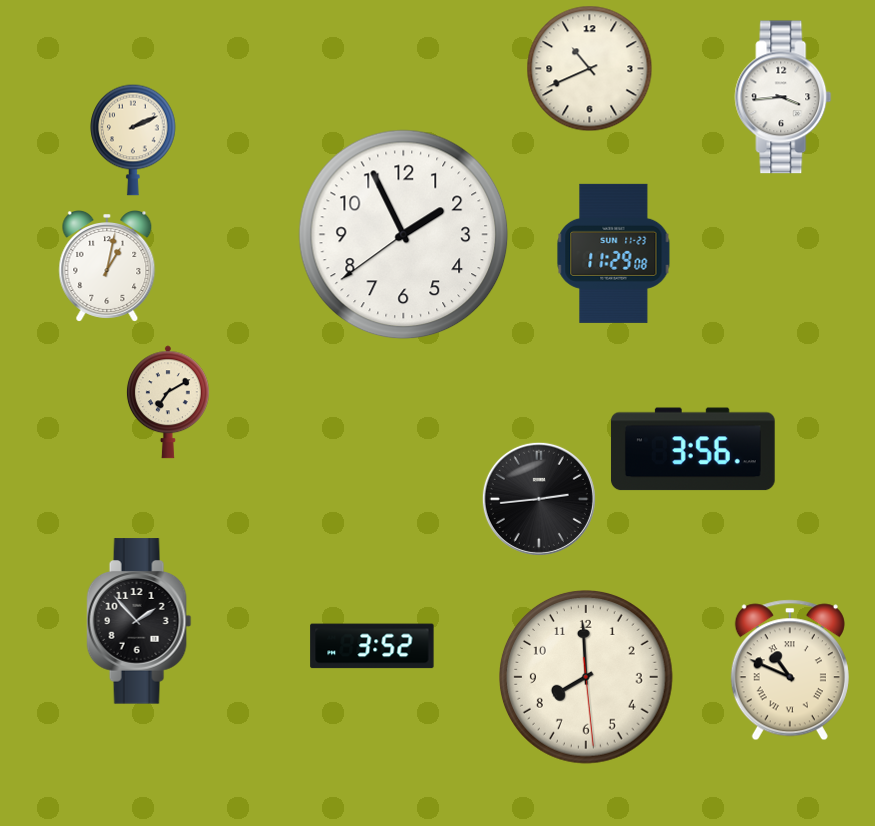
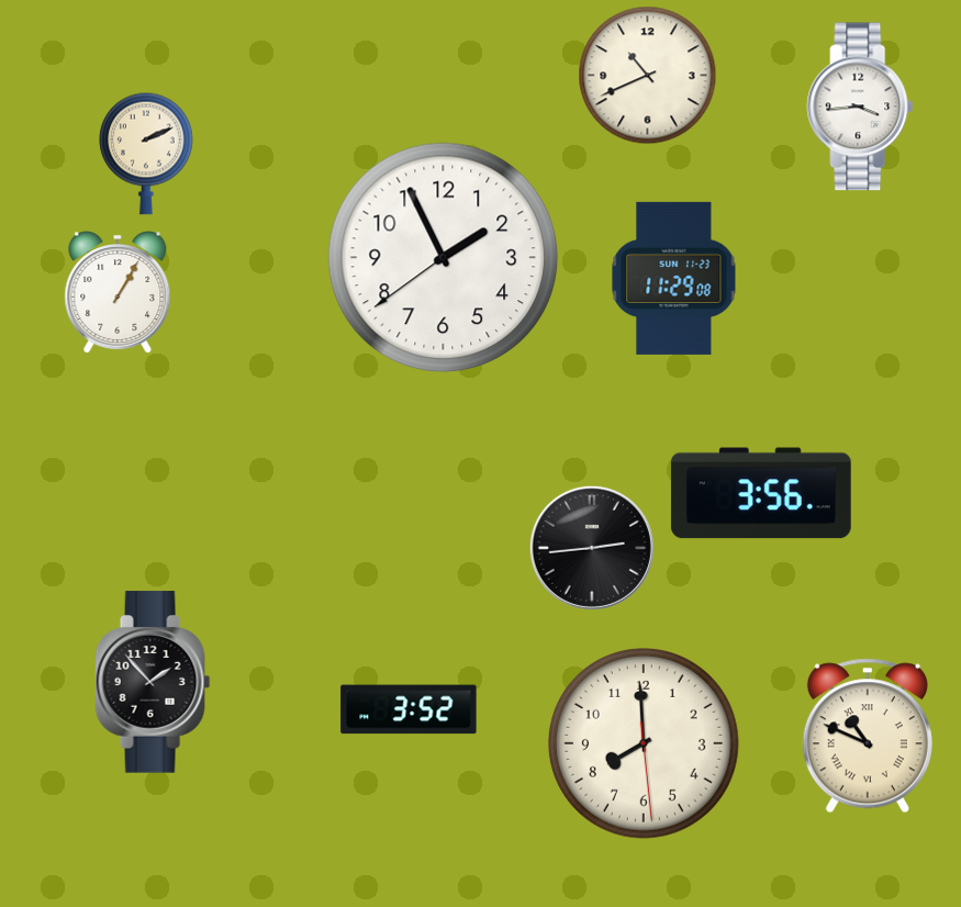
clock at (107, 267): 1:02 -> 1:05
clock at (168, 402): 7:10 -> none
